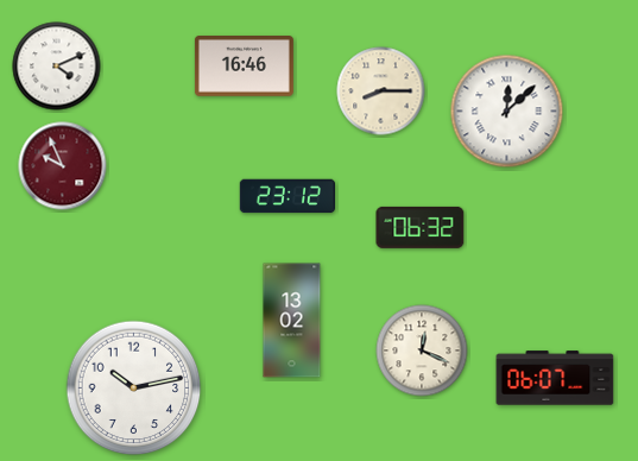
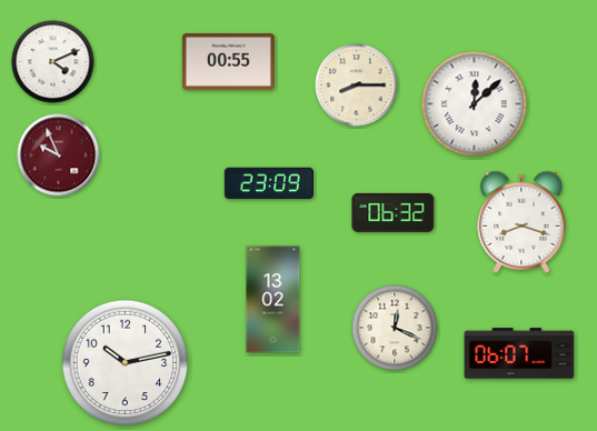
clock at (244, 67): 16:46 -> 00:55
clock at (286, 196): 23:12 -> 23:09
clock at (521, 222): none -> 8:18
